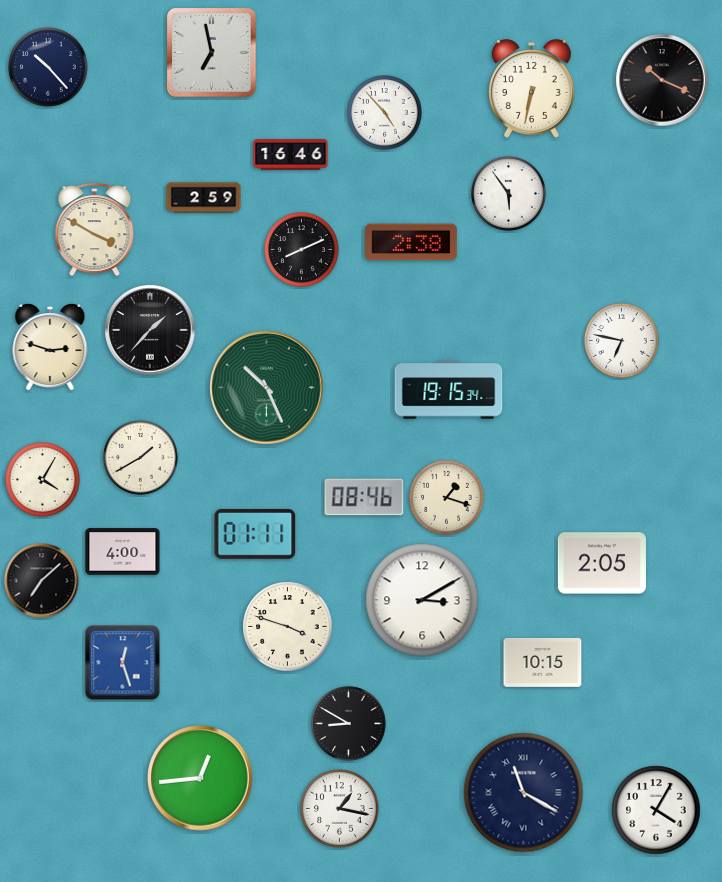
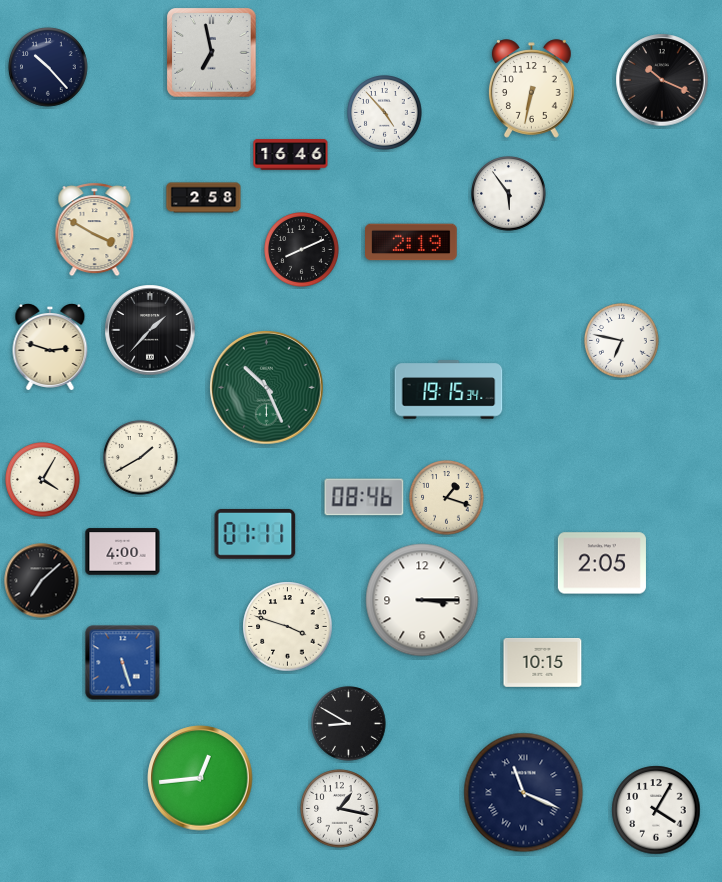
clock at (204, 198): 2:59 -> 2:58
clock at (412, 242): 2:38 -> 2:19
clock at (422, 600): 3:10 -> 3:15
clock at (123, 663): 12:27 -> 5:27
clock at (524, 793): 11:20 -> 11:19
